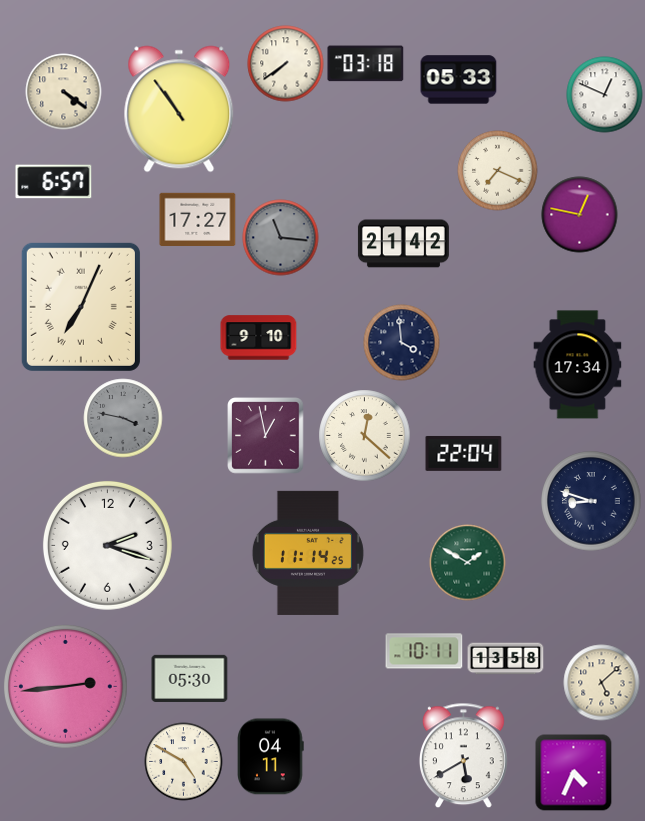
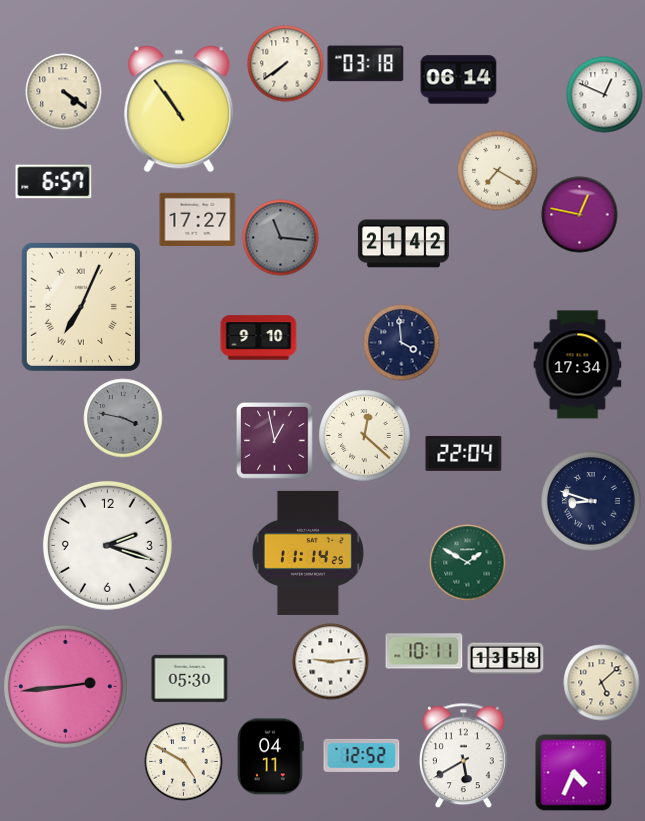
clock at (459, 80): 05:33 -> 06:14
clock at (498, 171): 7:19 -> 7:20
clock at (266, 436) position: (266, 436) -> (275, 441)
clock at (331, 662): none -> 9:14
clock at (362, 755): none -> 12:52
